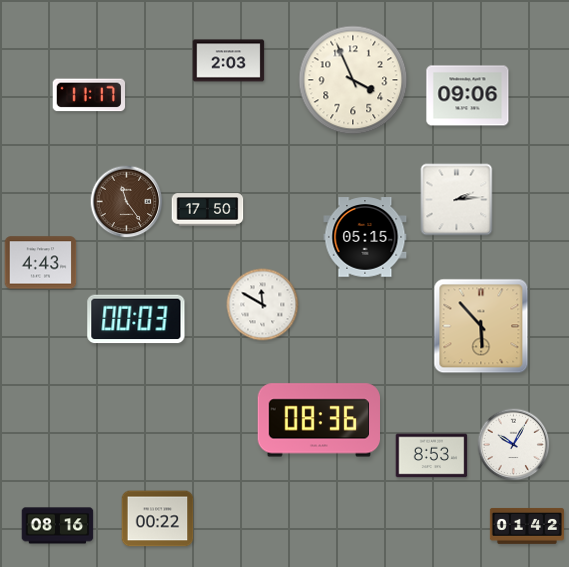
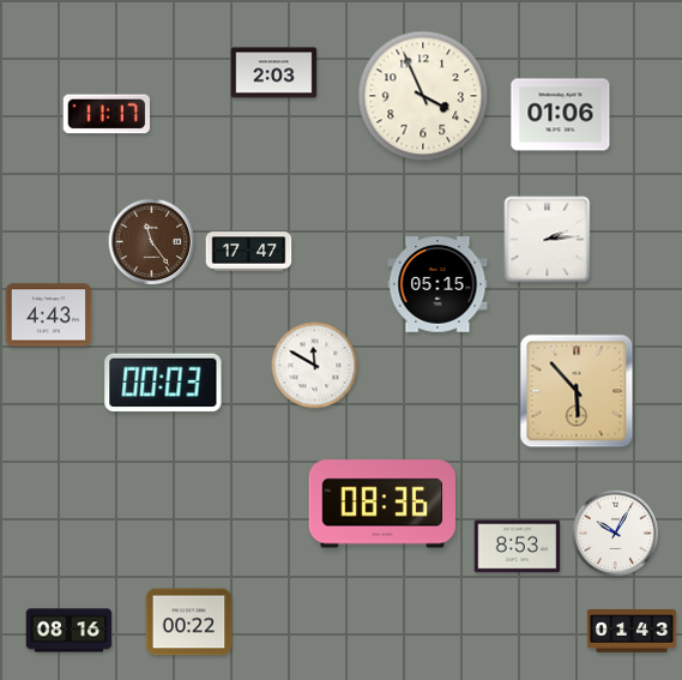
clock at (468, 96): 09:06 -> 01:06
clock at (208, 210): 17:50 -> 17:47
clock at (527, 526): 01:42 -> 01:43
